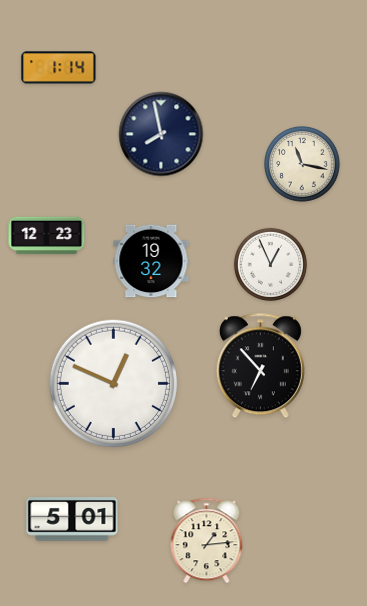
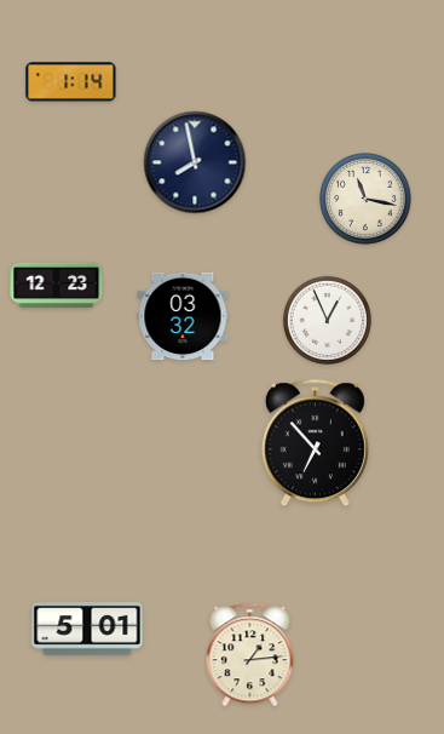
clock at (151, 261): 19:32 -> 03:32
clock at (113, 383): 12:49 -> none
